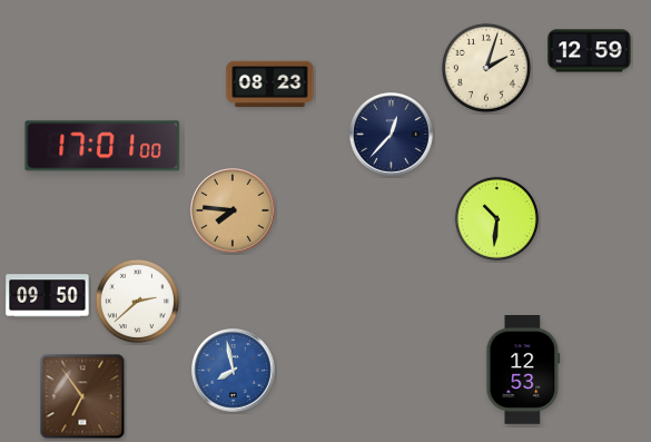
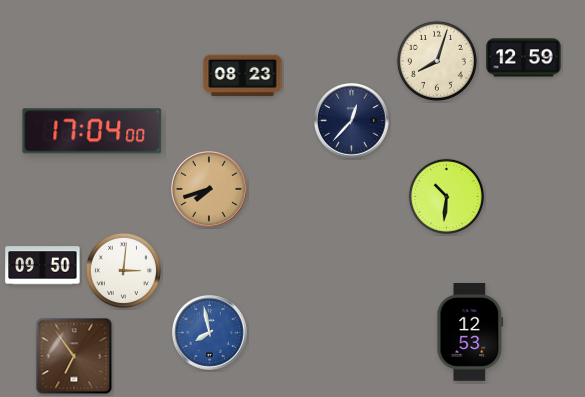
clock at (590, 51) position: (590, 51) -> (524, 58)
clock at (486, 68): 2:03 -> 8:03
clock at (102, 146): 17:01 -> 17:04
clock at (234, 212): 7:46 -> 7:42
clock at (137, 301): 2:38 -> 3:01
